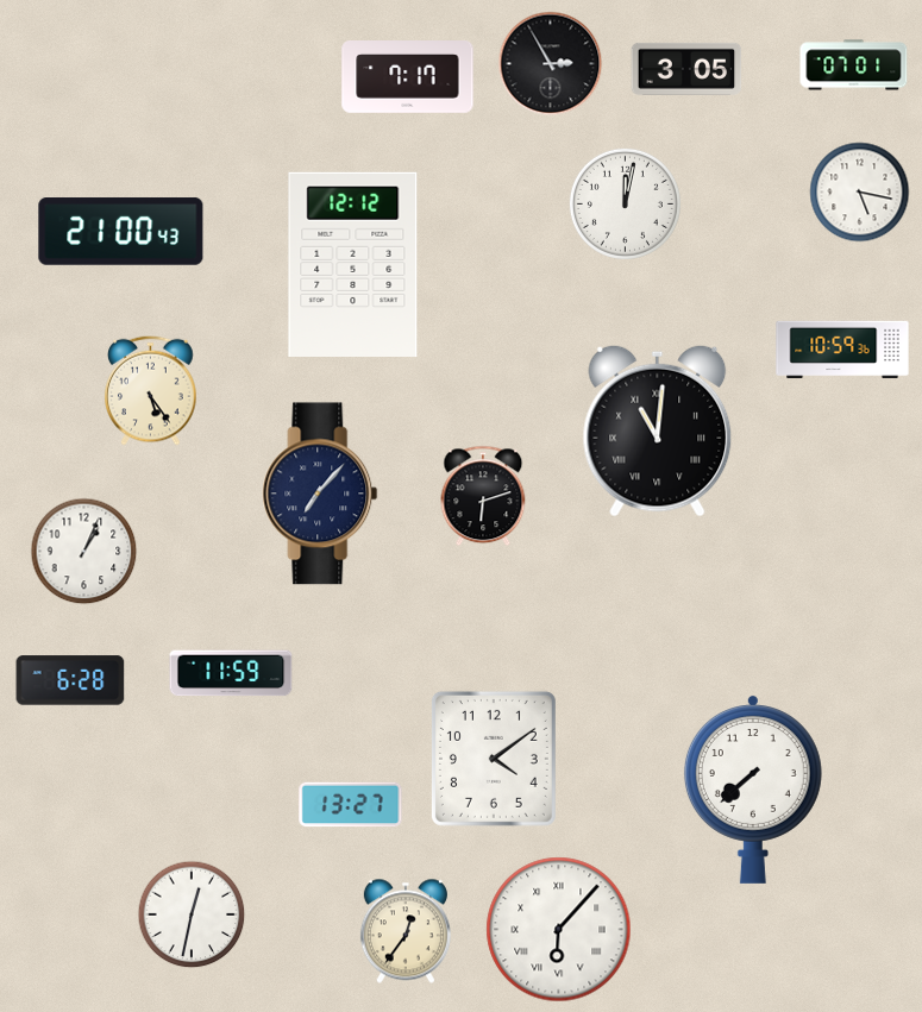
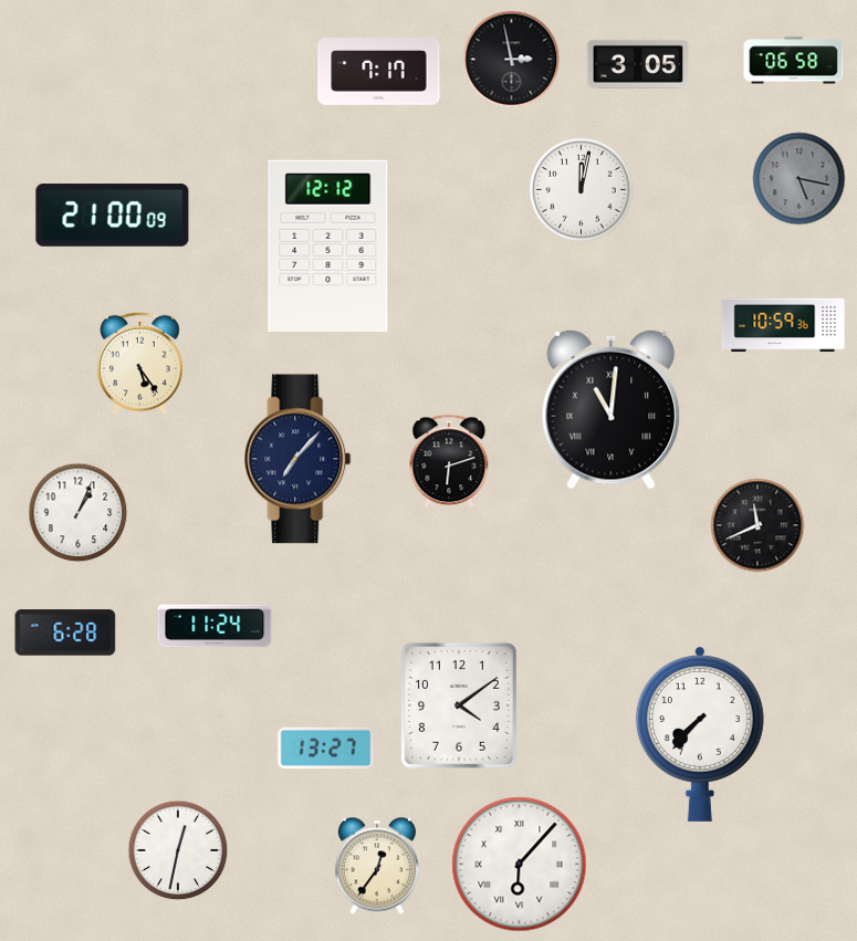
clock at (551, 64): 2:55 -> 2:58
clock at (854, 65): 07:01 -> 06:58
clock at (860, 193) dial: white -> grey
clock at (121, 232): 21:00:43 -> 21:00:09
clock at (658, 430) position: (658, 430) -> (612, 409)
clock at (757, 525): none -> 11:41
clock at (231, 673): 11:59 -> 11:24
clock at (753, 790): 7:38 -> 7:37
